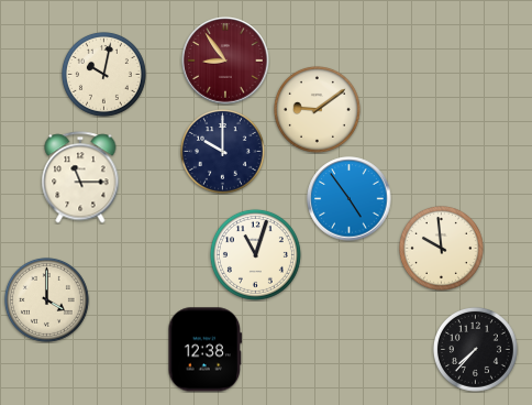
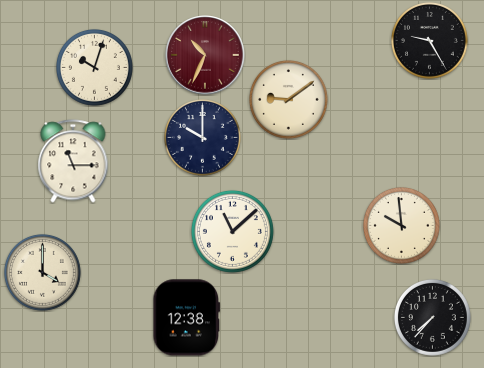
clock at (429, 40): none -> 9:25
clock at (225, 61): 8:54 -> 10:34
clock at (103, 74): 10:02 -> 10:03
clock at (350, 199): 4:54 -> none
clock at (255, 254): 11:03 -> 11:08
